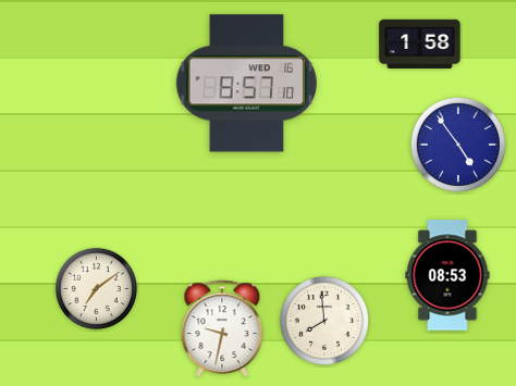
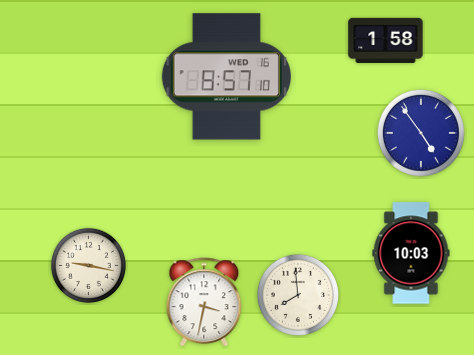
clock at (447, 275): 08:53 -> 10:03
clock at (96, 288): 7:09 -> 9:17
clock at (222, 329): 9:32 -> 3:32
